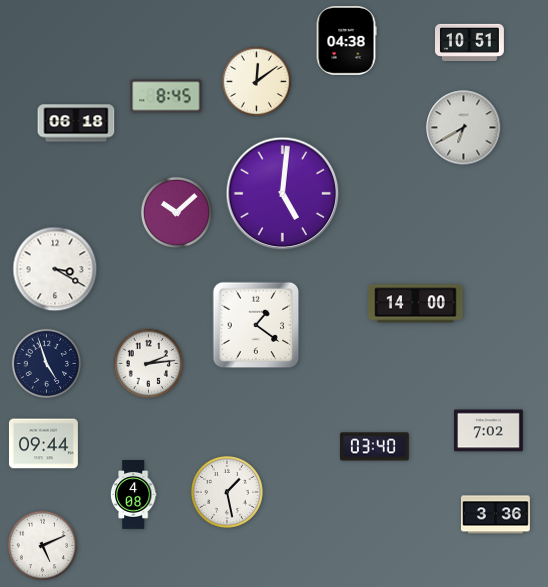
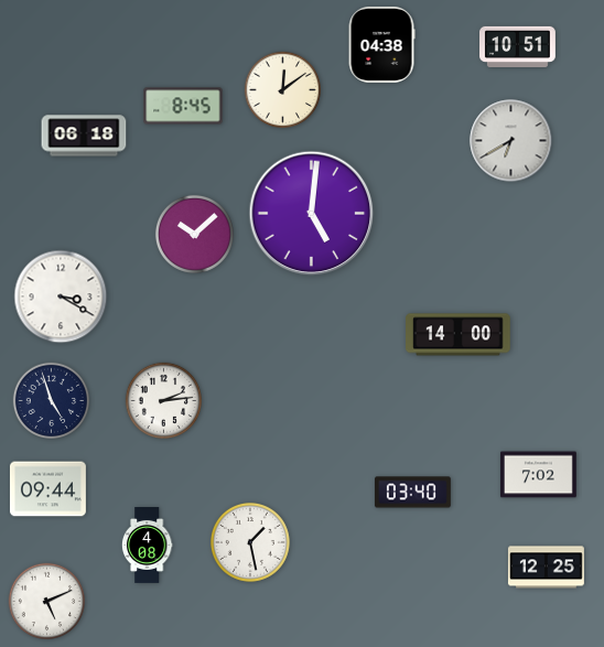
clock at (256, 325): 1:21 -> none
clock at (495, 515): 3:36 -> 12:25
